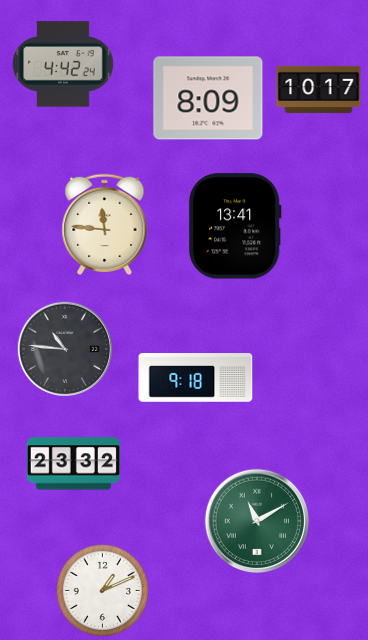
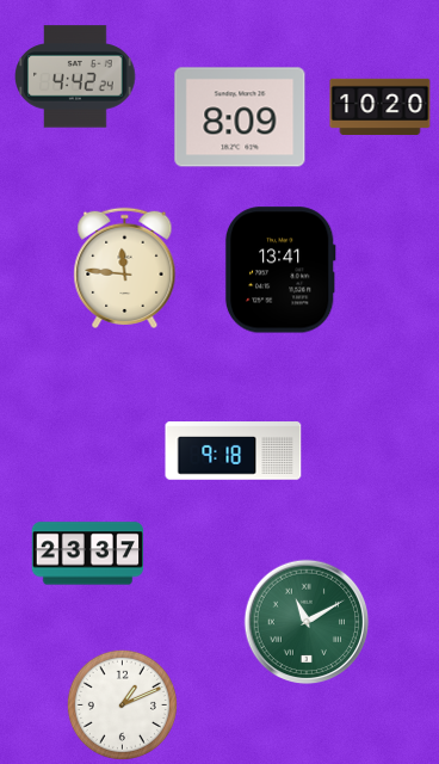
clock at (319, 89): 10:17 -> 10:20
clock at (208, 98) position: (208, 98) -> (240, 117)
clock at (65, 349): 10:46 -> none
clock at (74, 464): 23:32 -> 23:37
